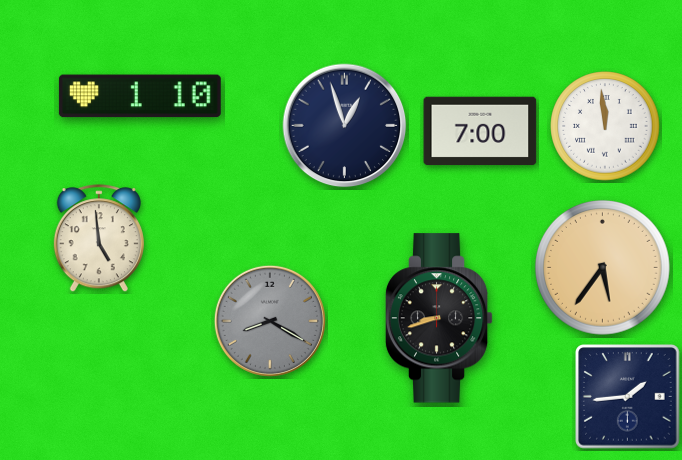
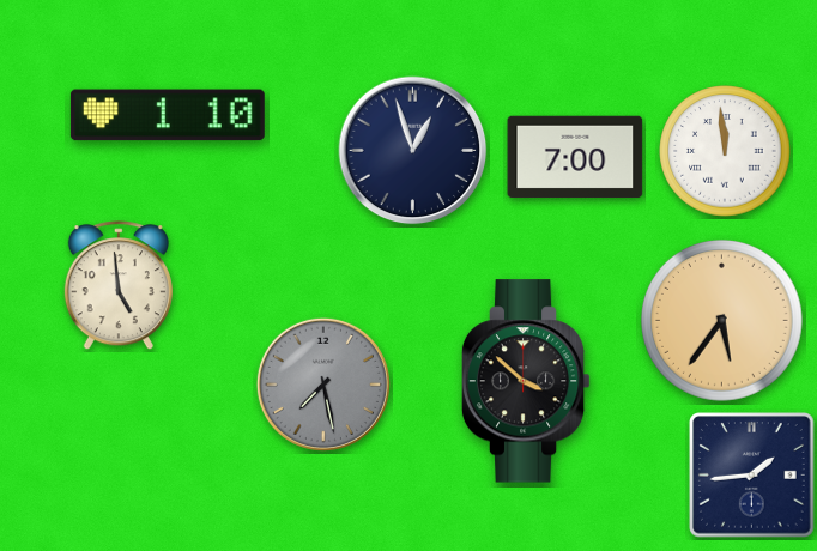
clock at (439, 318): 8:42 -> 3:52
clock at (270, 321): 8:20 -> 7:28
